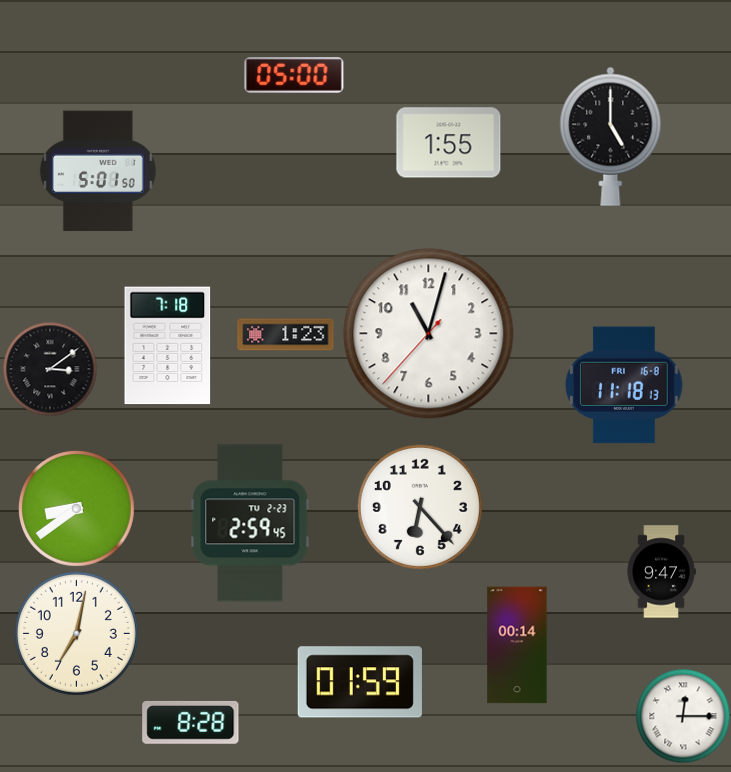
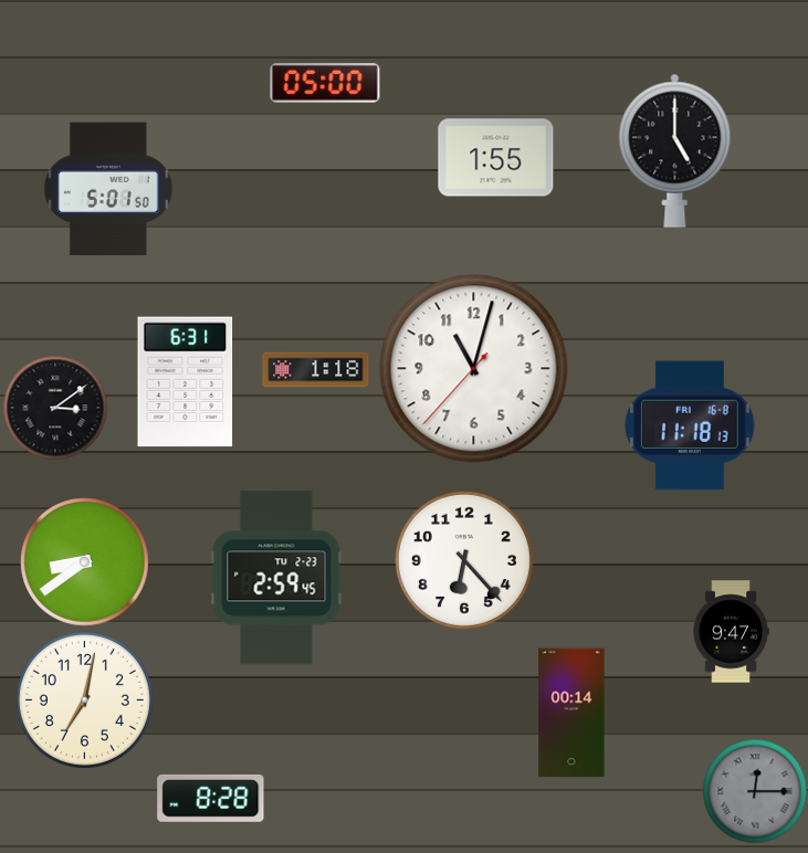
clock at (286, 335): 1:23 -> 1:18
clock at (168, 346): 7:18 -> 6:31
clock at (360, 682): 01:59 -> none
clock at (683, 716) dial: white -> grey
